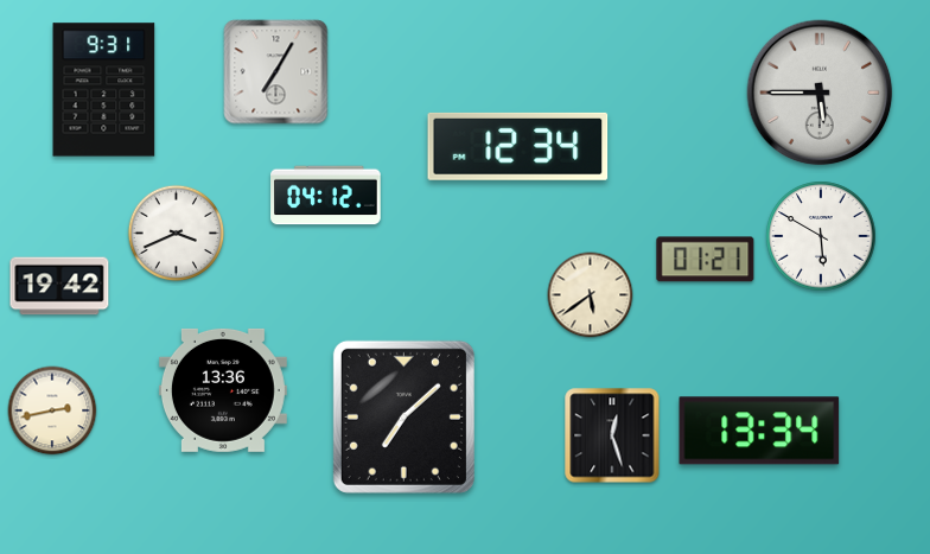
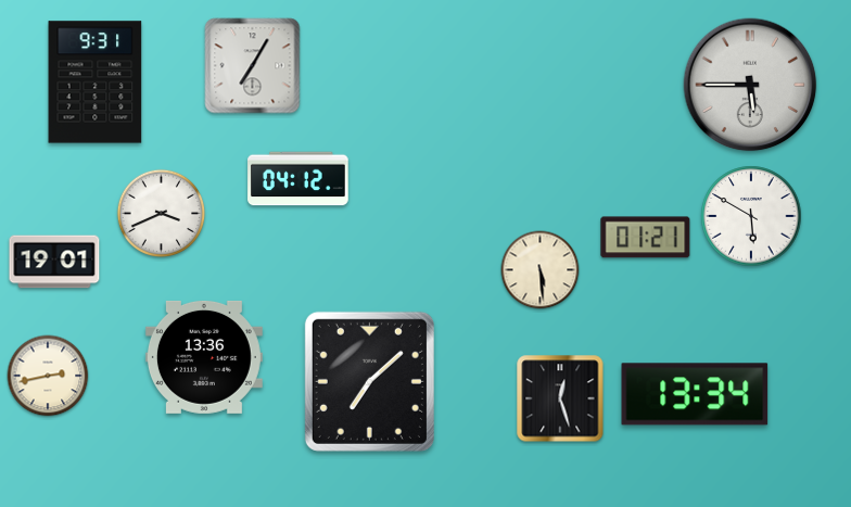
clock at (518, 146): 12:34 -> none
clock at (59, 286): 19:42 -> 19:01
clock at (591, 295): 5:39 -> 5:29
